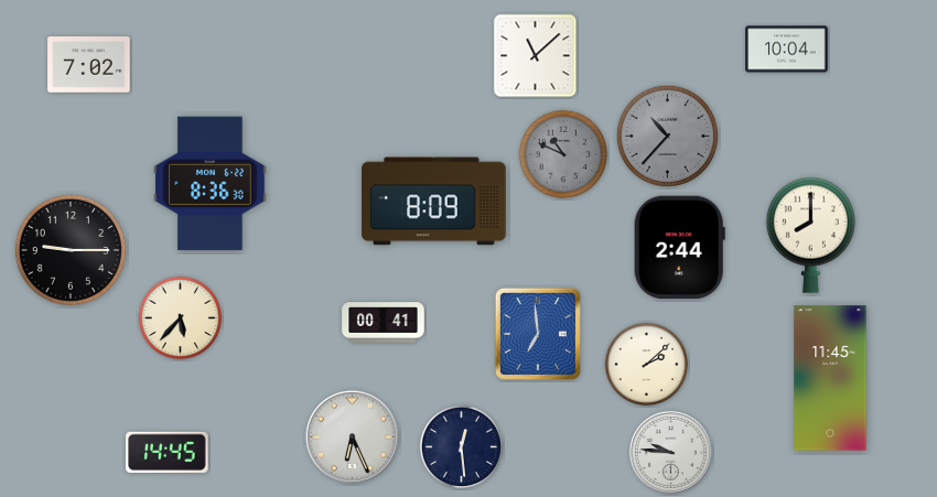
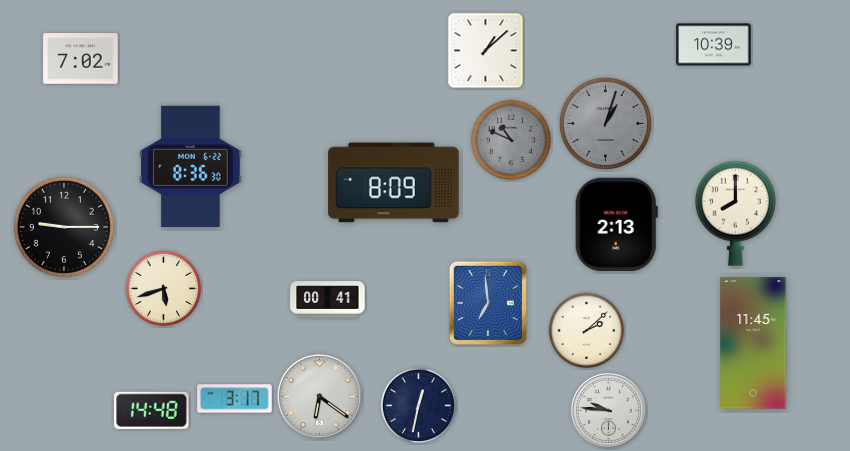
clock at (787, 50): 10:04 -> 10:39
clock at (536, 56): 11:08 -> 1:08
clock at (667, 136): 10:37 -> 1:03
clock at (679, 248): 2:44 -> 2:13
clock at (181, 318): 5:37 -> 5:42
clock at (384, 323) position: (384, 323) -> (328, 300)
clock at (352, 436): 6:26 -> 6:21
clock at (235, 399): none -> 3:17
clock at (462, 447): 12:29 -> 12:32
clock at (168, 452): 14:45 -> 14:48
